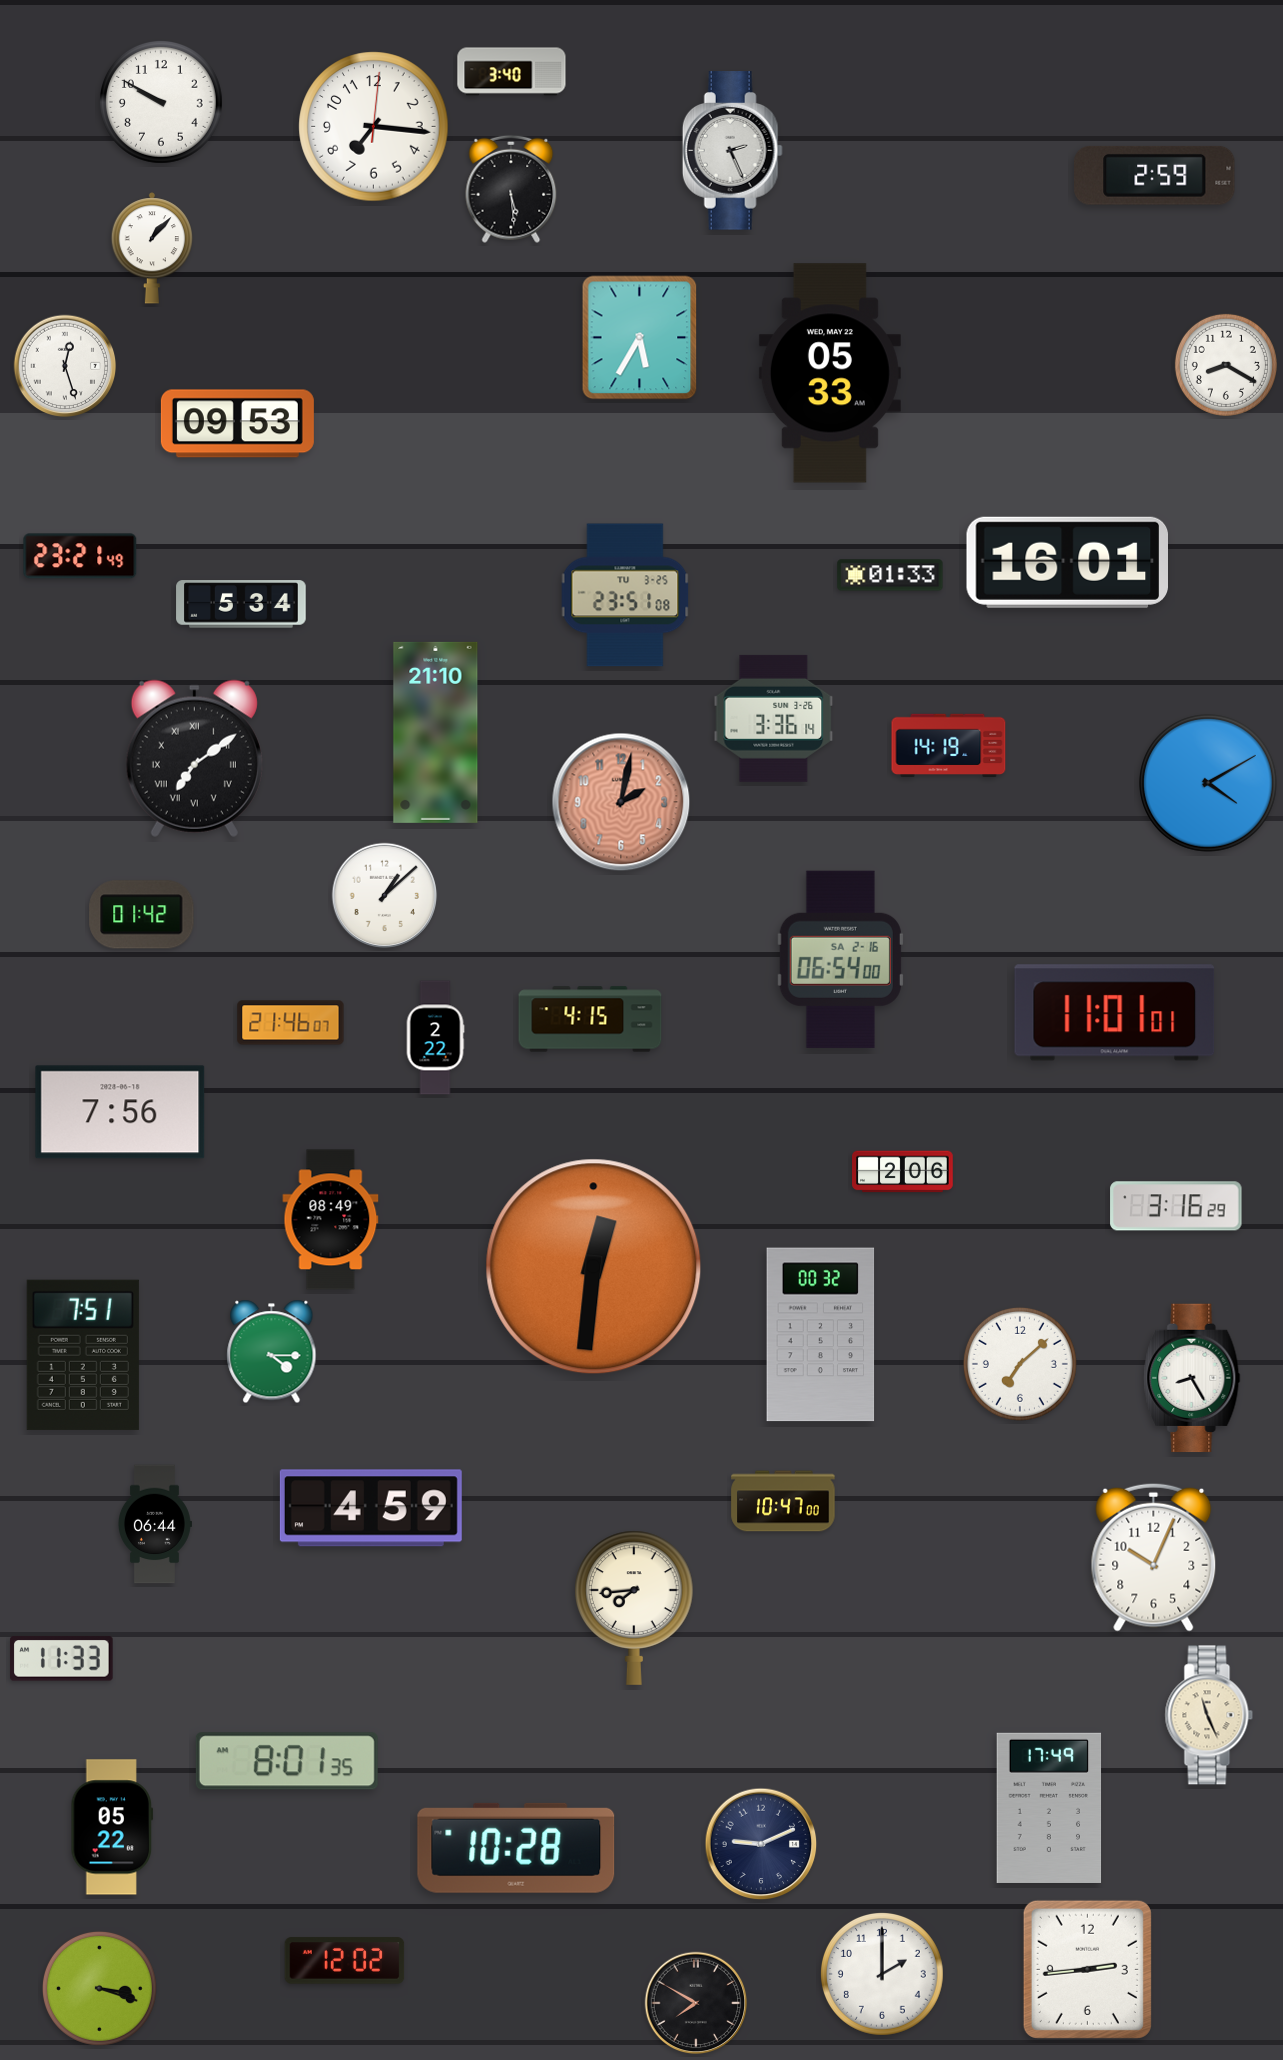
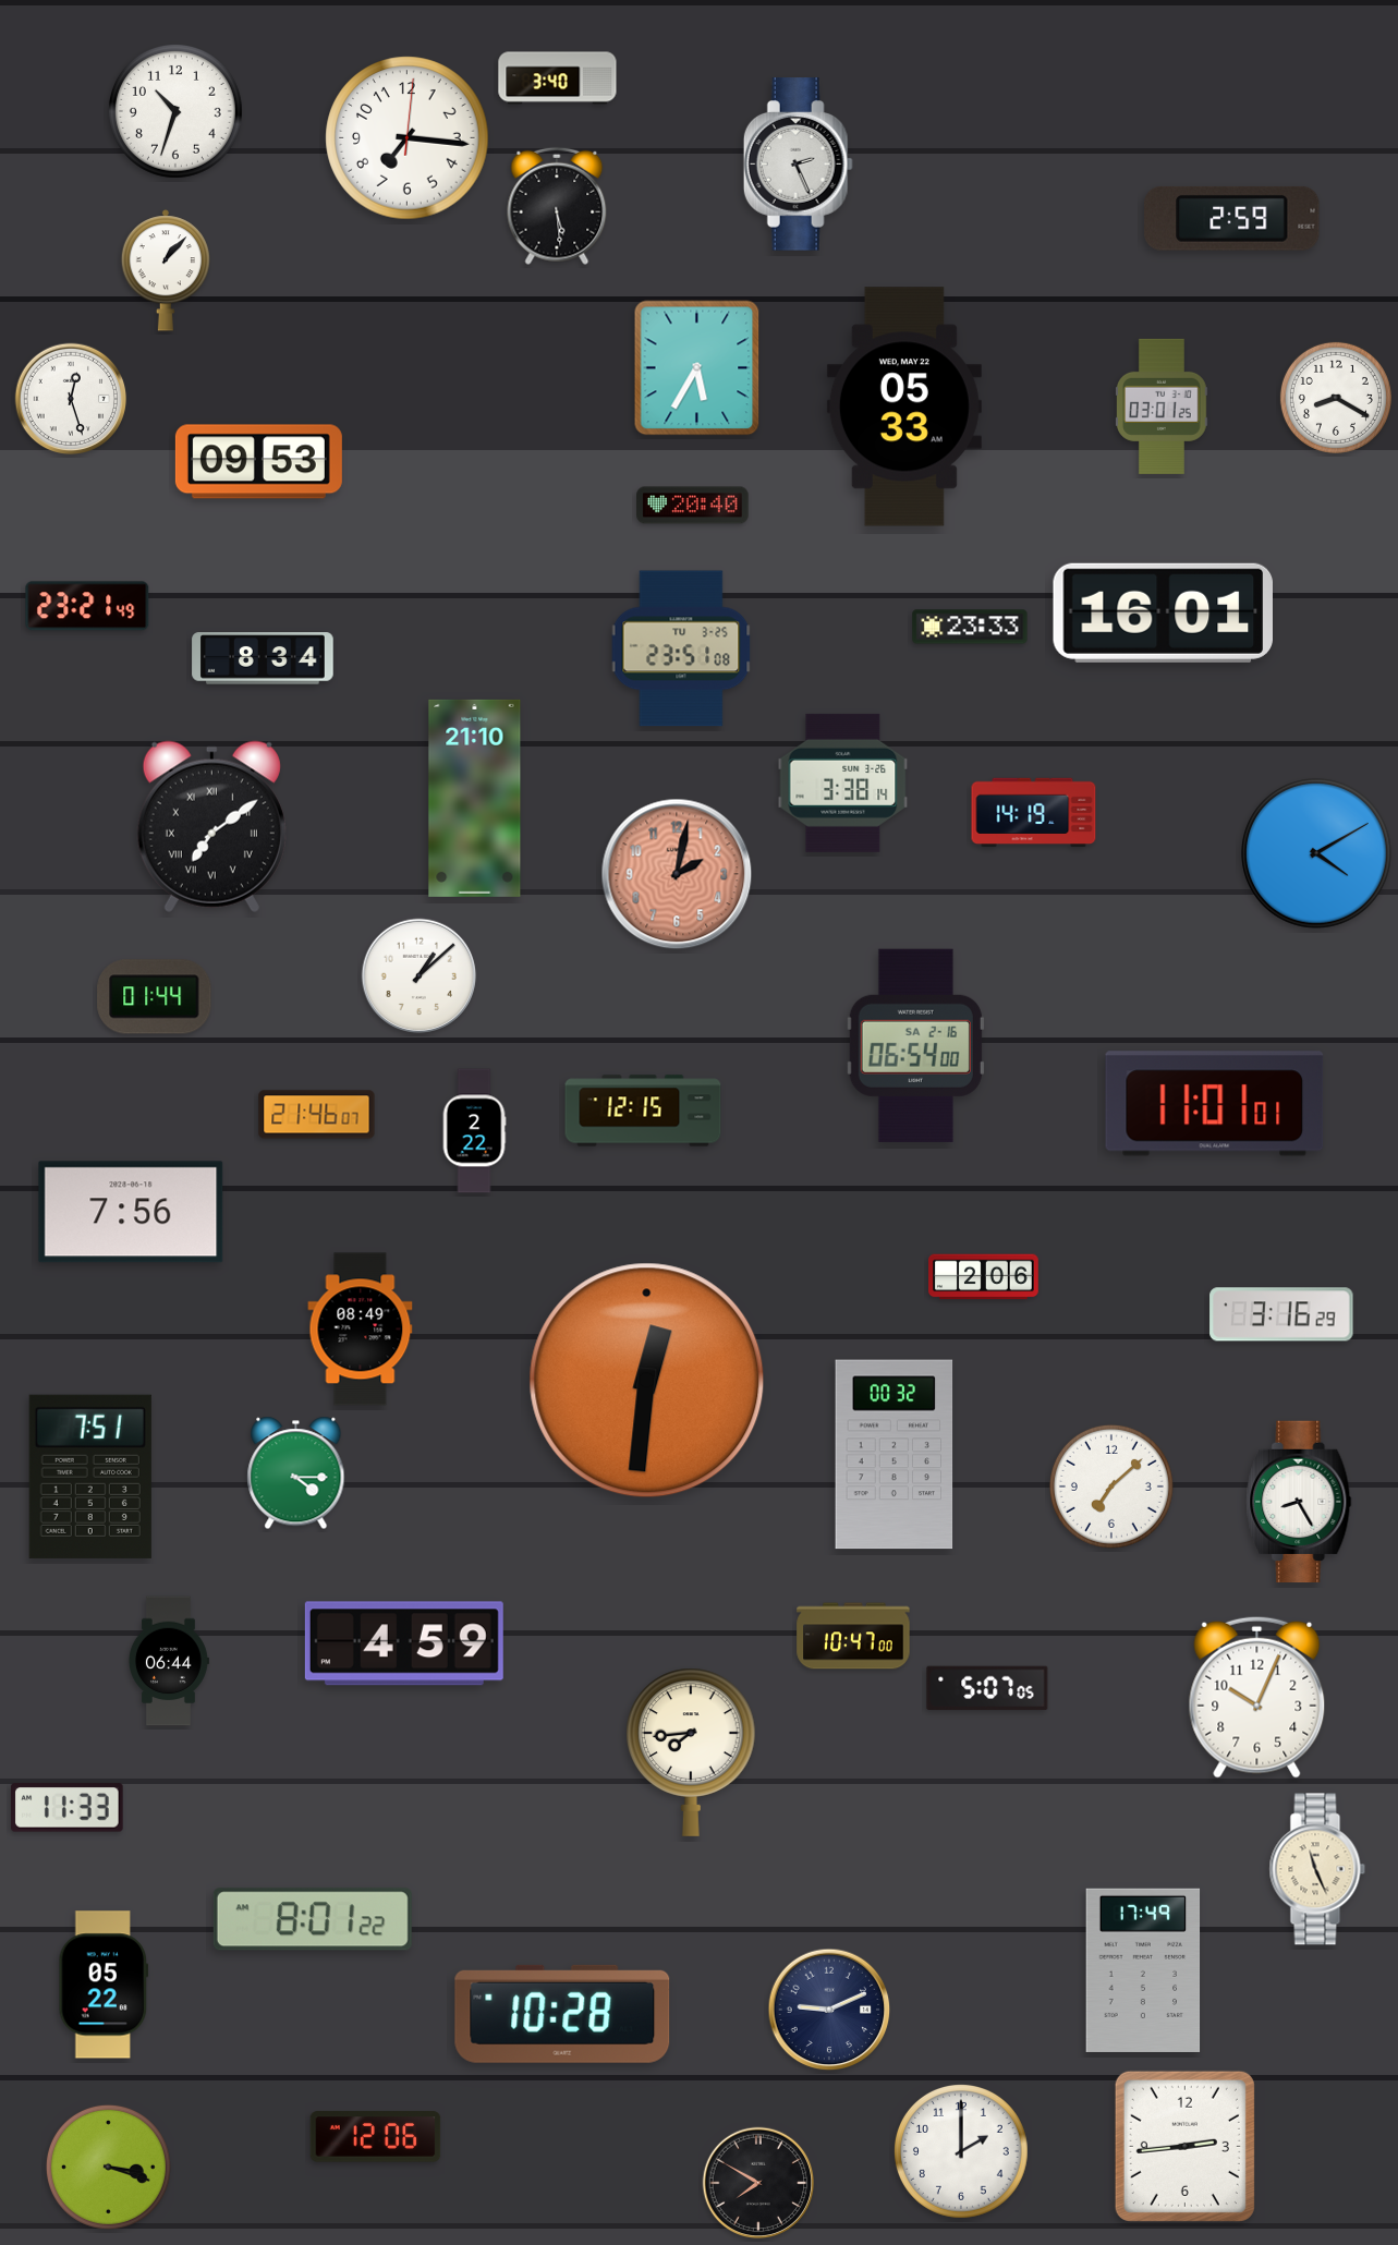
clock at (161, 102): 9:50 -> 10:33
clock at (1155, 175) position: (1155, 175) -> (1232, 218)
clock at (1163, 406): none -> 03:01
clock at (693, 506): none -> 20:40
clock at (890, 575): 01:33 -> 23:33
clock at (241, 604): 5:34 -> 8:34
clock at (774, 718): 3:36 -> 3:38
clock at (142, 915): 01:42 -> 01:44
clock at (590, 1019): 4:15 -> 12:15
clock at (987, 1688): none -> 5:07
clock at (287, 1761): 8:01:35 -> 8:01:22
clock at (112, 1827) position: (112, 1827) -> (104, 1985)
clock at (345, 1961): 12:02 -> 12:06
